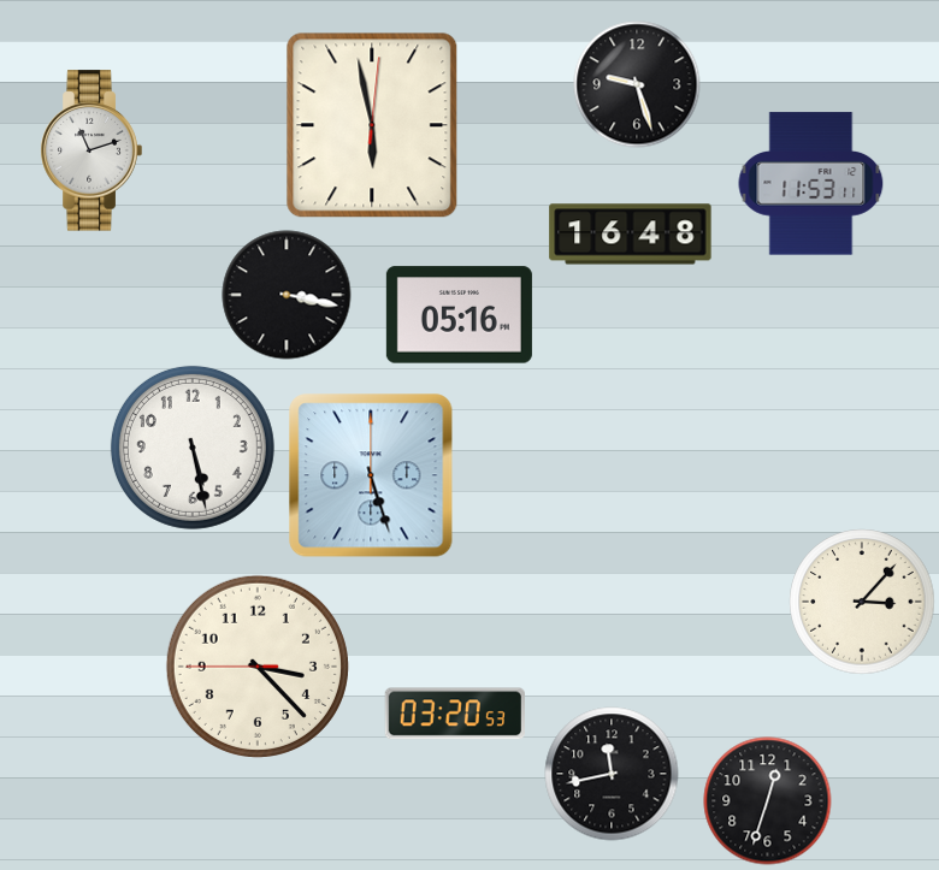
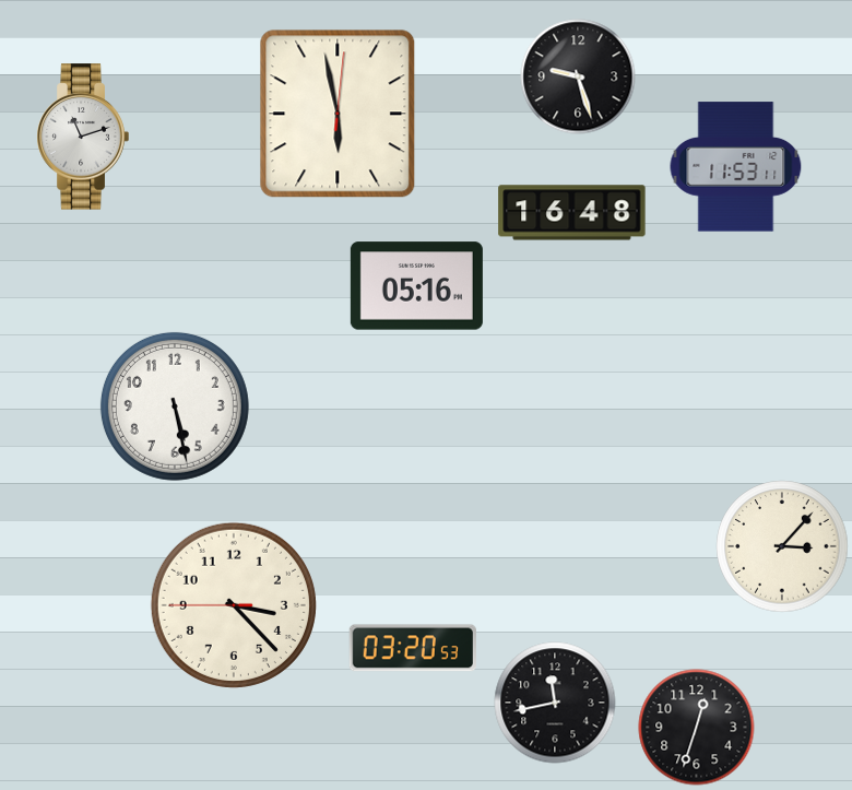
clock at (287, 295): 3:17 -> none
clock at (371, 475): 5:27 -> none
